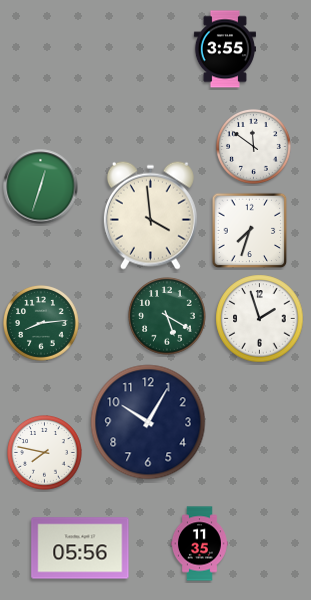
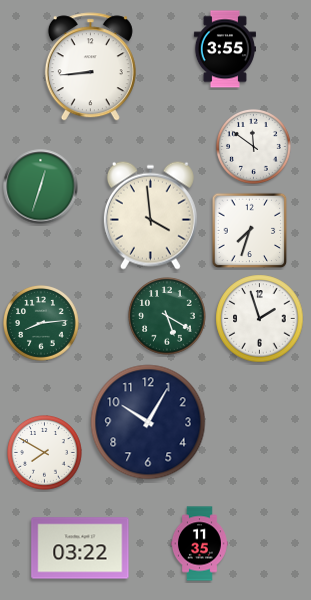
clock at (90, 67): none -> 8:44
clock at (45, 453): 7:47 -> 7:50
clock at (80, 548): 05:56 -> 03:22
